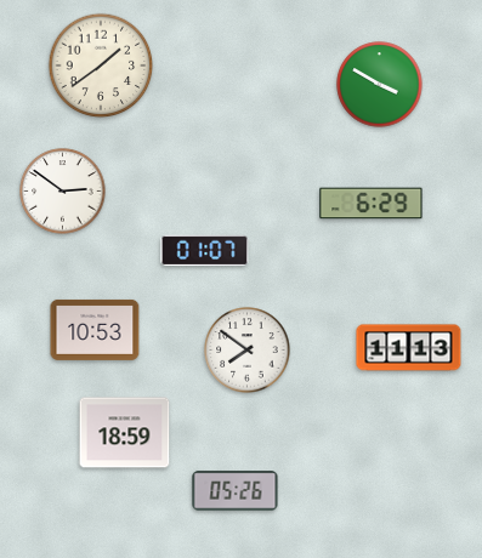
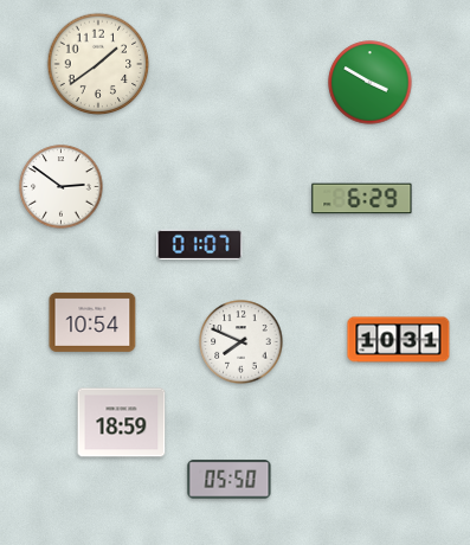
clock at (95, 330): 10:53 -> 10:54
clock at (409, 348): 11:13 -> 10:31
clock at (248, 351): 7:51 -> 7:49
clock at (236, 491): 05:26 -> 05:50
